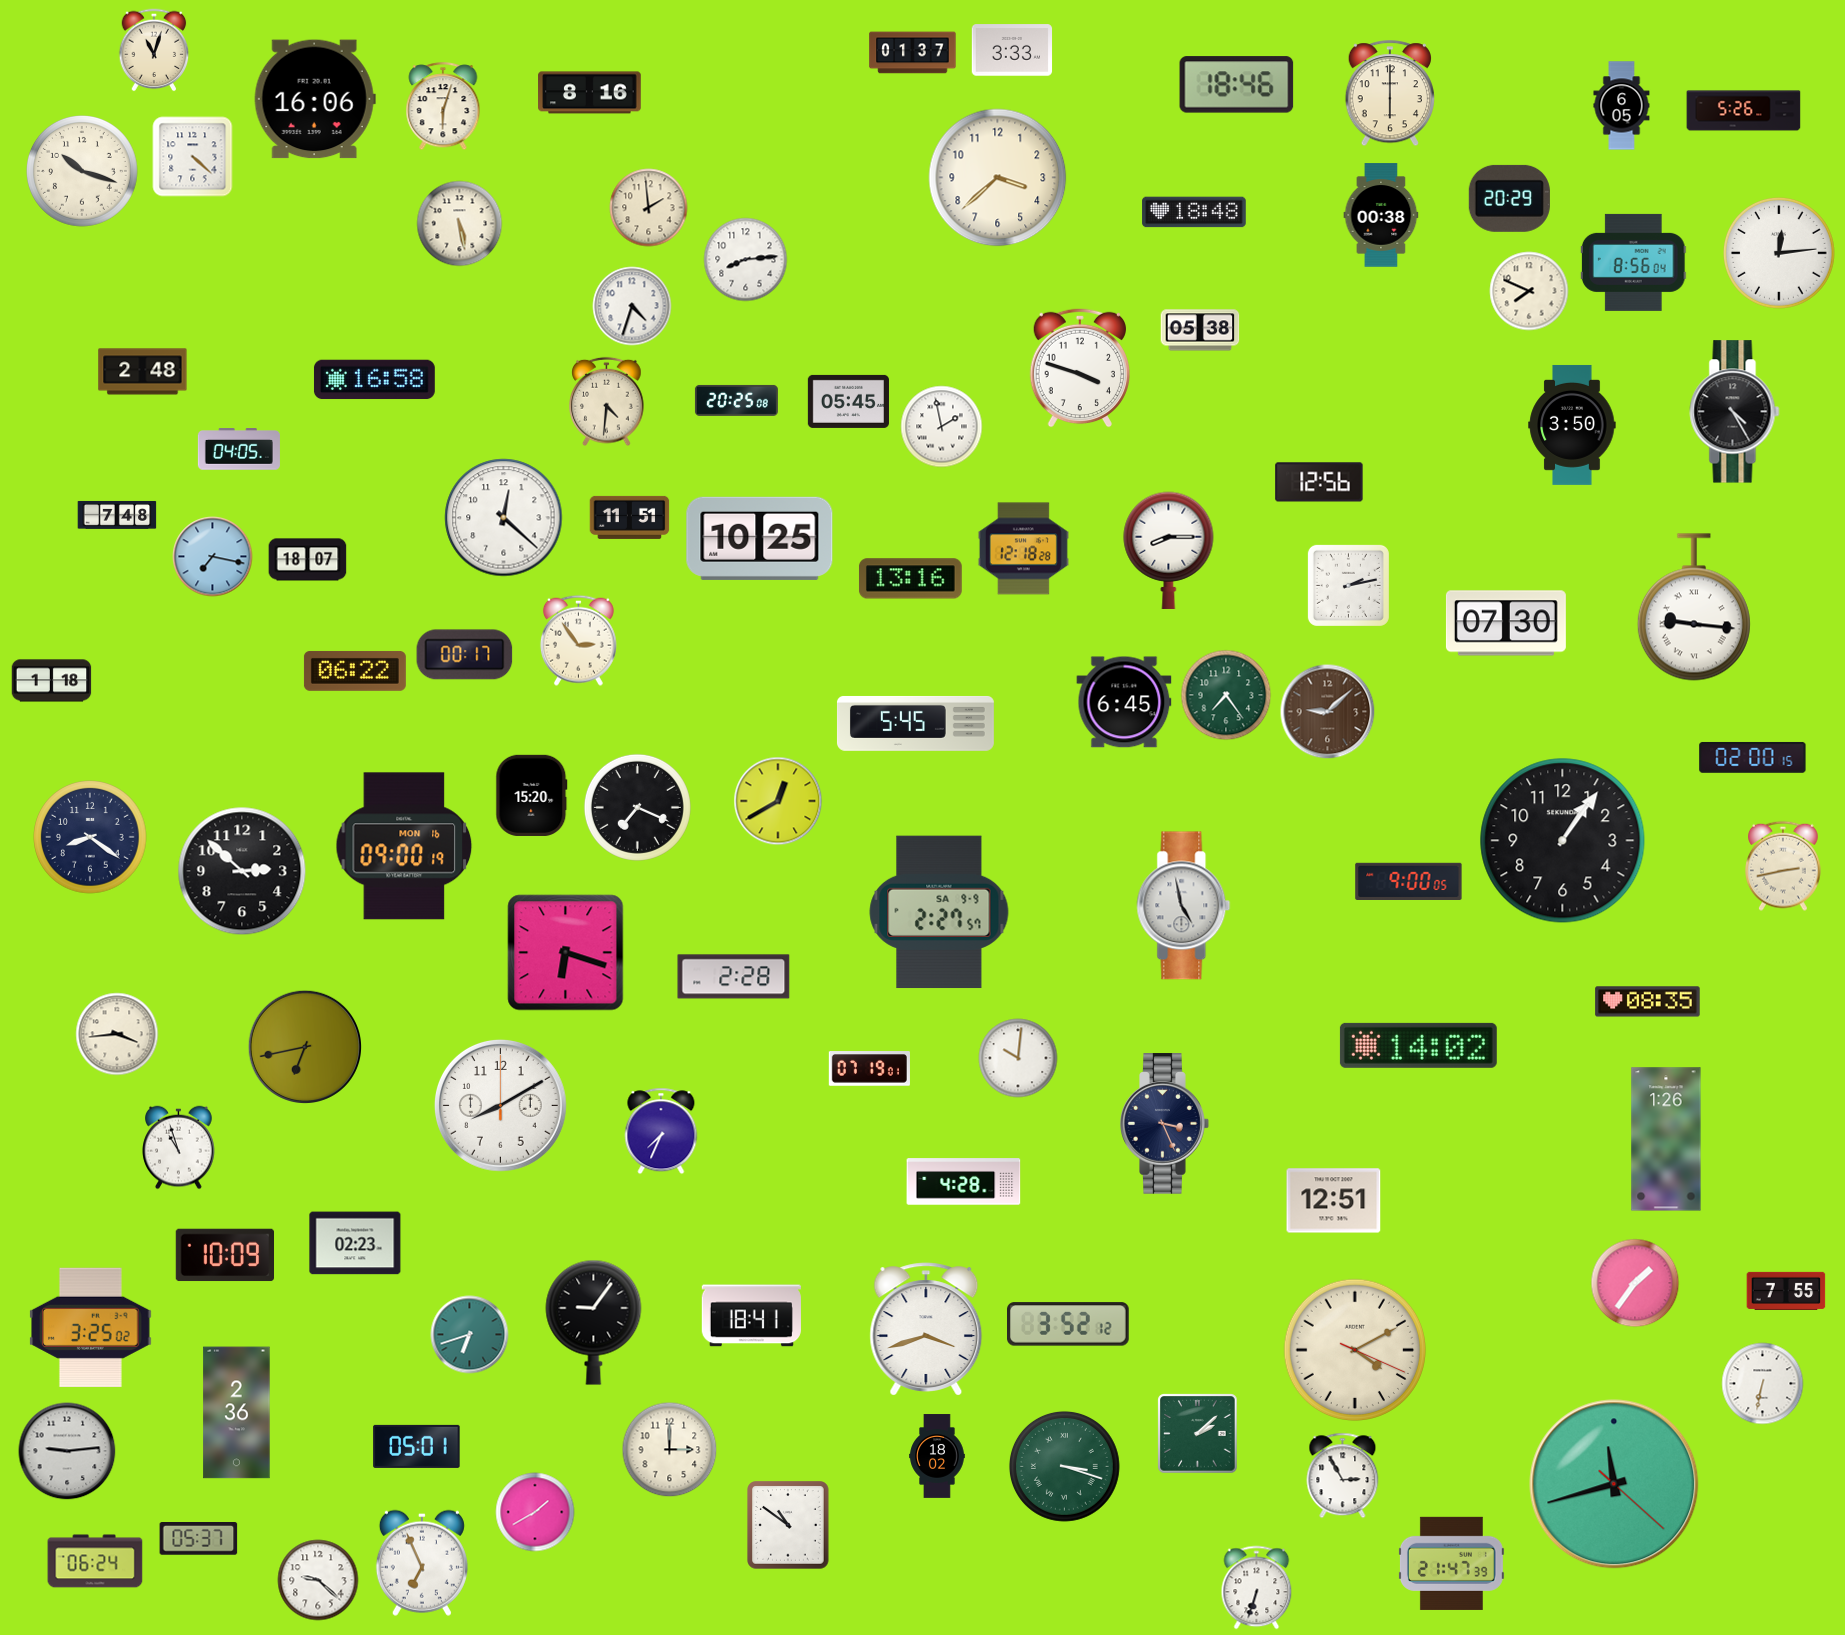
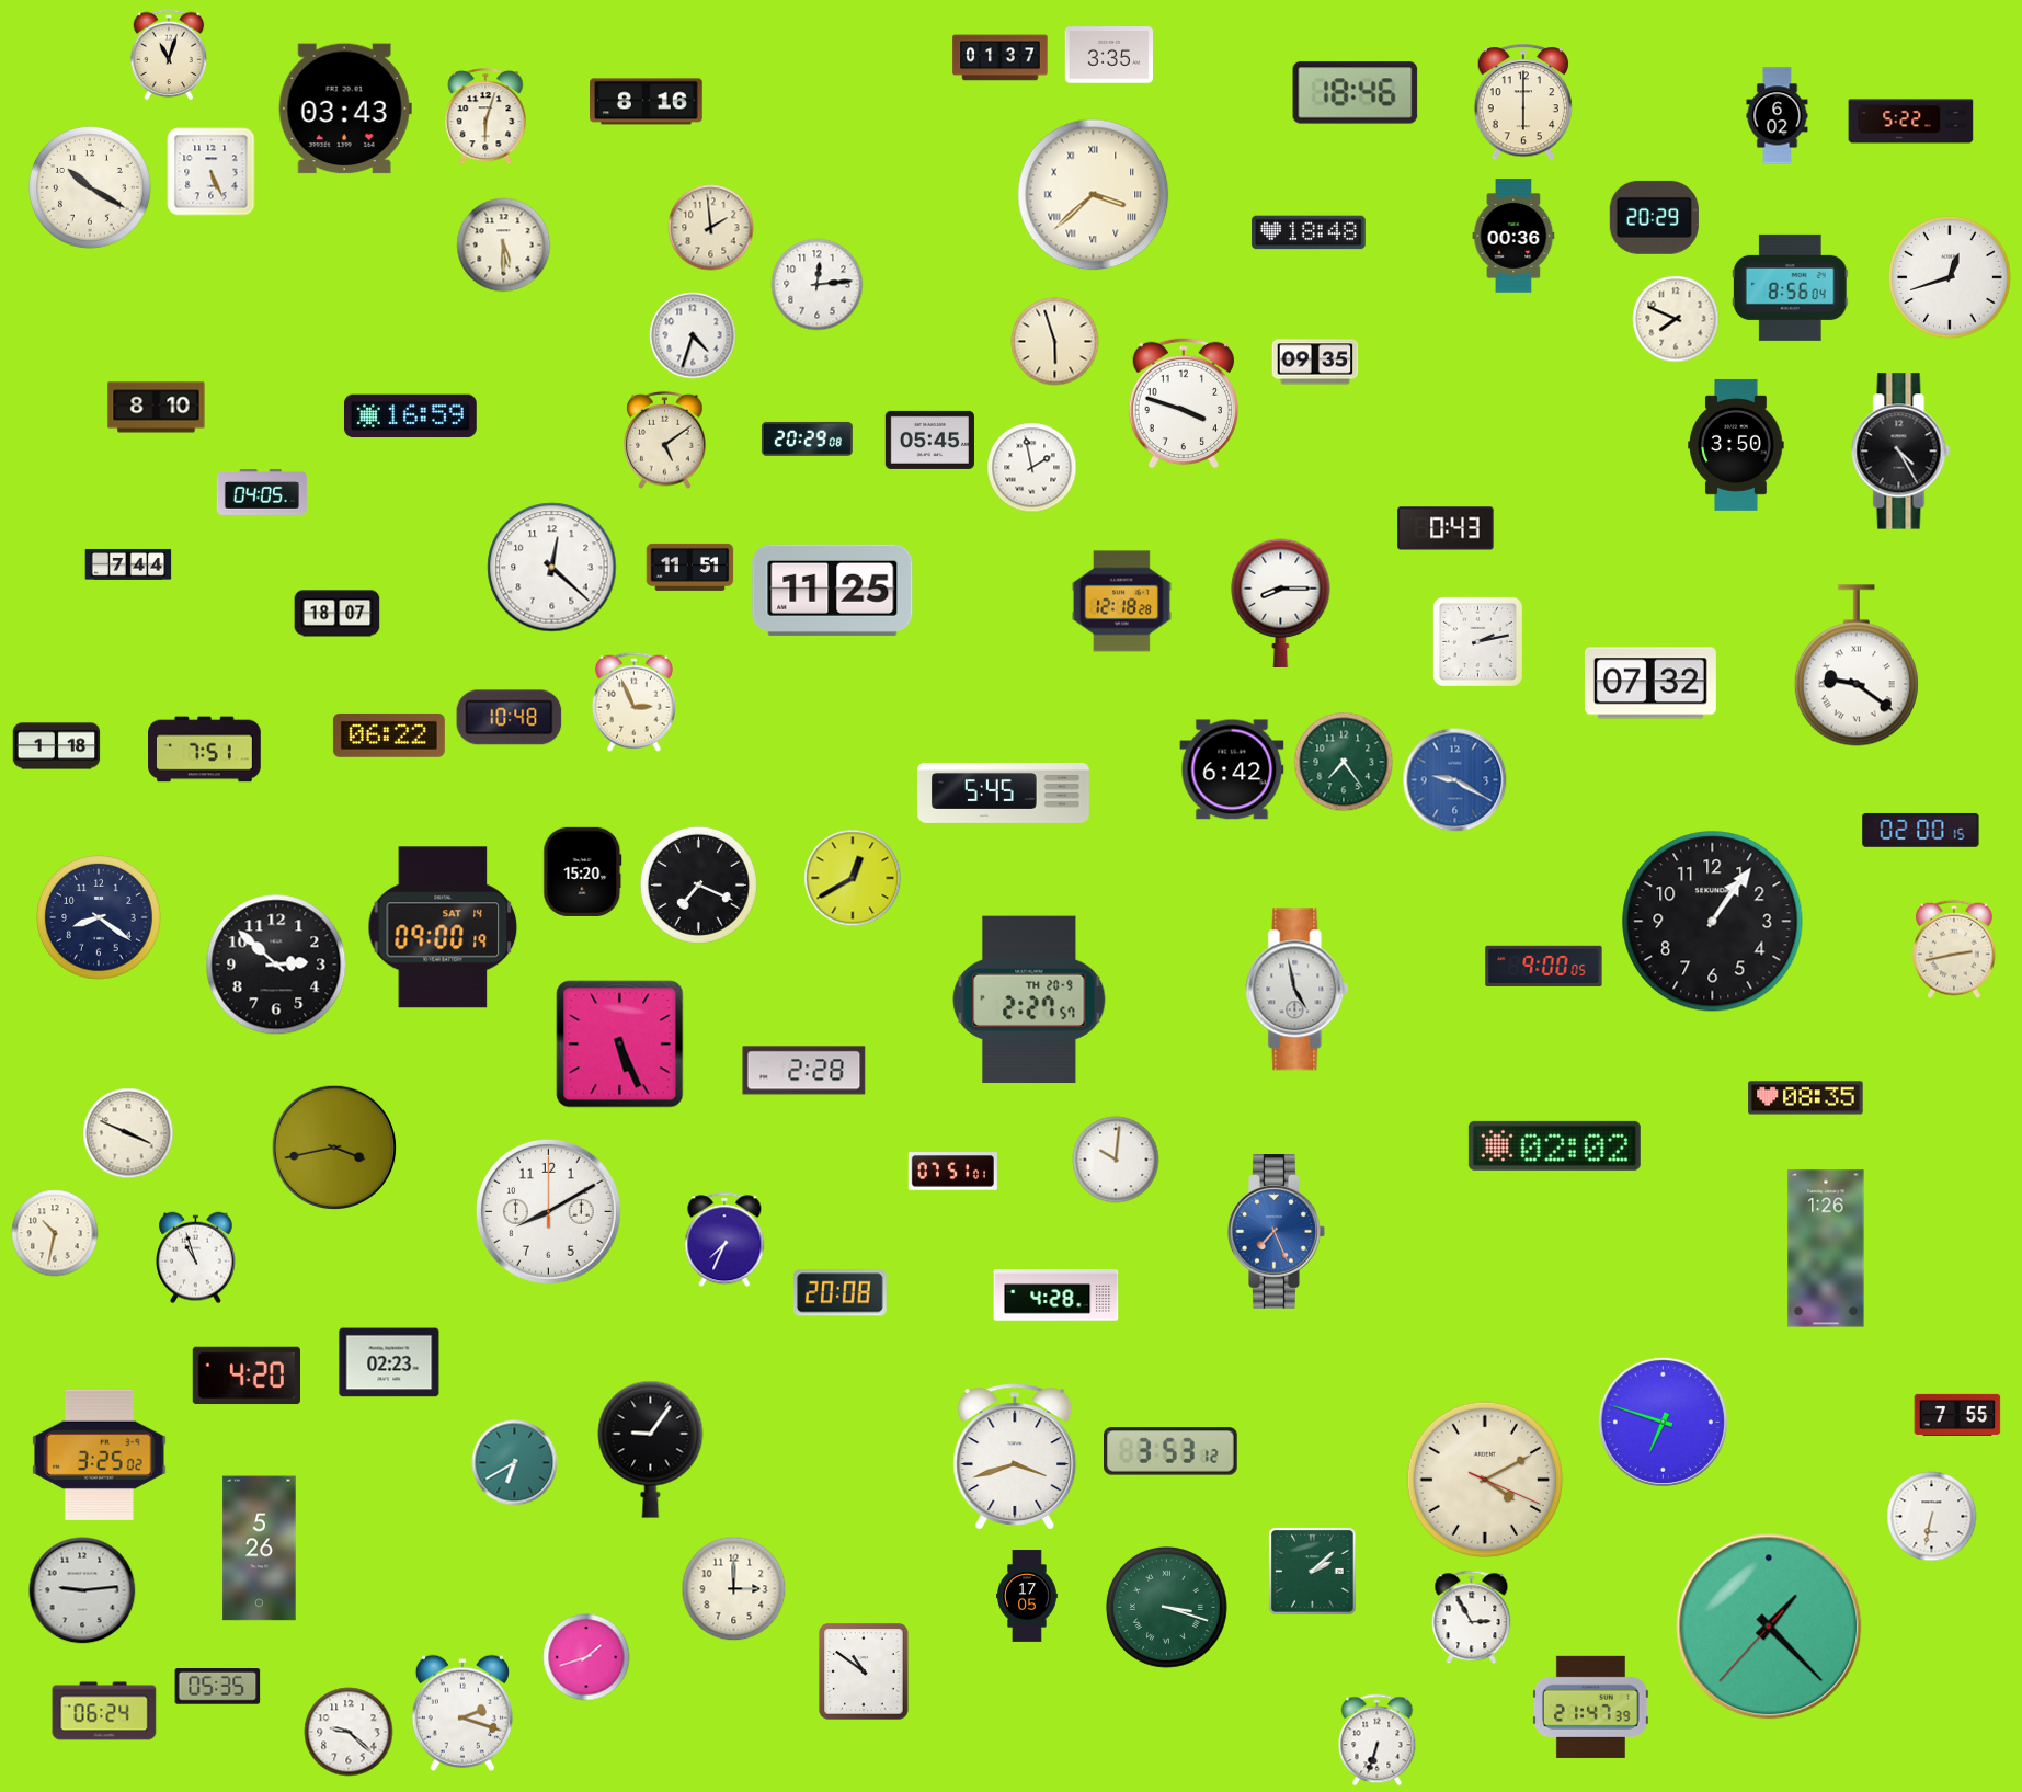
clock at (1012, 50): 3:33 -> 3:35
clock at (315, 99): 16:06 -> 03:43
clock at (1622, 106): 6:05 -> 6:02
clock at (1744, 111): 5:26 -> 5:22
clock at (193, 157): 4:22 -> 5:26
clock at (83, 172): 10:18 -> 10:20
clock at (998, 178) numerals: Arabic -> Roman
clock at (1381, 215): 00:38 -> 00:36
clock at (460, 224): 5:28 -> 5:30
clock at (1780, 254): 12:14 -> 12:42
clock at (746, 260): 8:14 -> 12:14
clock at (1055, 342): none -> 5:57
clock at (1200, 330): 05:38 -> 09:35
clock at (143, 372): 2:48 -> 8:10
clock at (374, 380): 16:58 -> 16:59
clock at (736, 400): 20:25 -> 20:29
clock at (607, 402): 4:31 -> 5:09
clock at (1572, 425) position: (1572, 425) -> (1736, 445)
clock at (1319, 482): 12:56 -> 0:43
clock at (117, 515): 7:48 -> 7:44
clock at (760, 538): 10:25 -> 11:25
clock at (213, 557): 7:17 -> none
clock at (910, 579): 13:16 -> none
clock at (1694, 607): 9:16 -> 9:21
clock at (1506, 623): 07:30 -> 07:32
clock at (578, 640): 2:54 -> 2:56
clock at (465, 655): 00:17 -> 10:48
clock at (205, 750): none -> 7:51
clock at (1124, 702): 6:45 -> 6:42
clock at (1328, 712): 9:08 -> 9:20
clock at (1328, 712) dial: brown -> blue
clock at (404, 846) date: MON 16 -> SAT 14
clock at (242, 871) position: (242, 871) -> (276, 965)
clock at (1184, 906) position: (1184, 906) -> (1298, 990)
clock at (939, 912) date: SA 9-9 -> TH 20-9
clock at (566, 953): 6:18 -> 5:26
clock at (117, 1034): 3:44 -> 3:49
clock at (1418, 1045): 14:02 -> 02:02
clock at (304, 1046): 6:43 -> 3:43
clock at (869, 1069): 07:19 -> 07:51
clock at (1165, 1124): 3:26 -> 7:26
clock at (1165, 1124) dial: navy -> blue
clock at (55, 1233): none -> 10:32
clock at (839, 1293): none -> 20:08
clock at (1334, 1201): 12:51 -> none
clock at (224, 1255): 10:09 -> 4:20
clock at (1635, 1283): 1:36 -> none
clock at (1663, 1422): none -> 6:48
clock at (751, 1316): 18:41 -> none
clock at (1069, 1324): 3:52 -> 3:53
clock at (470, 1335): 6:42 -> 6:40
clock at (237, 1413): 2:36 -> 5:26
clock at (417, 1446): 05:01 -> none
clock at (67, 1451) position: (67, 1451) -> (82, 1590)
clock at (937, 1456): 18:02 -> 17:05
clock at (1614, 1484): 11:42 -> 1:22
clock at (535, 1512): 1:40 -> 1:42
clock at (199, 1539): 05:37 -> 05:35
clock at (422, 1563): 6:56 -> 2:18
clock at (1451, 1563) position: (1451, 1563) -> (1590, 1707)
